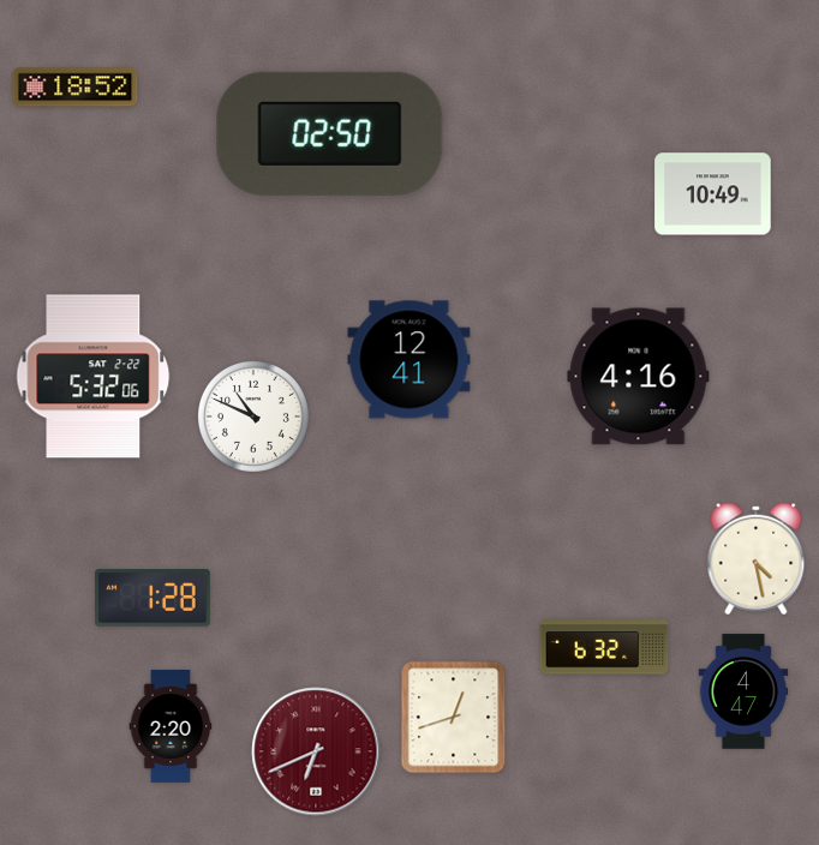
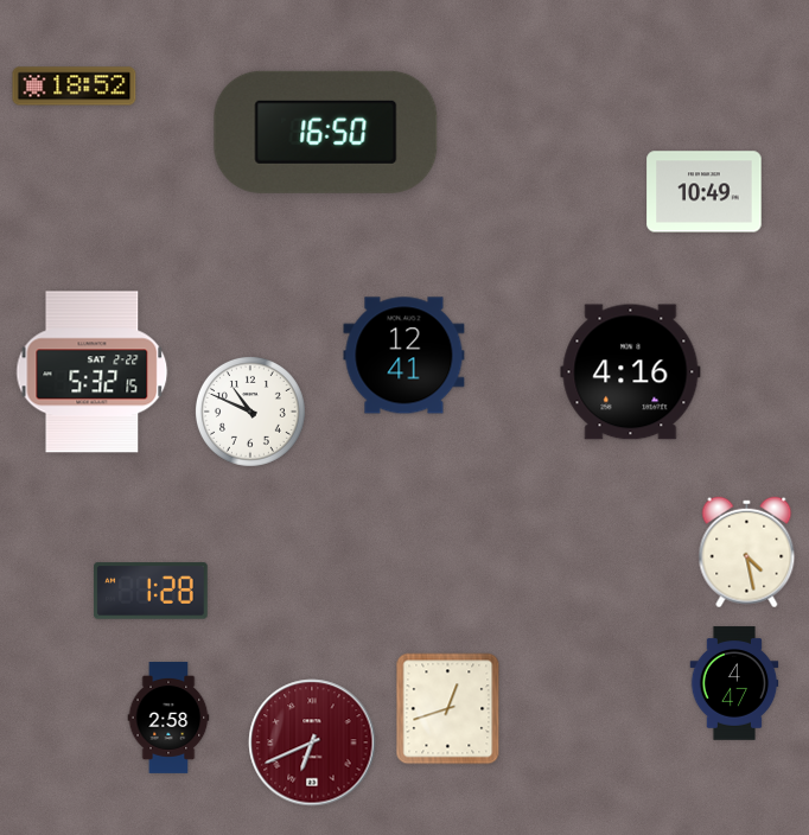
clock at (330, 133): 02:50 -> 16:50
clock at (94, 377): 5:32:06 -> 5:32:15
clock at (604, 647): 6:32 -> none
clock at (171, 726): 2:20 -> 2:58
